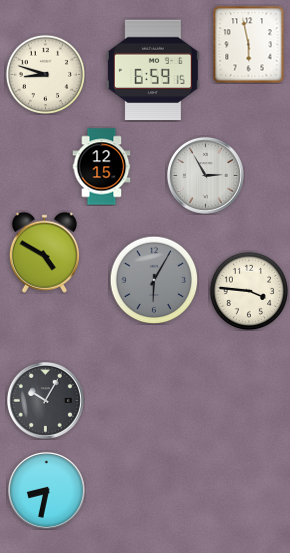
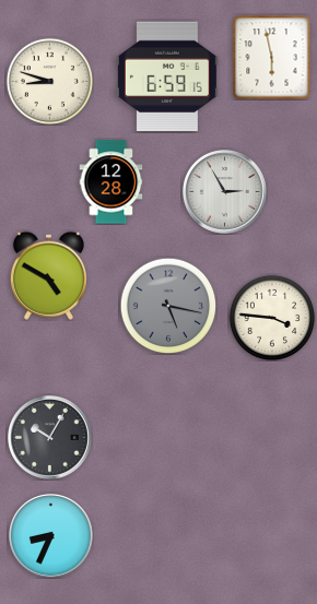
clock at (249, 44) position: (249, 44) -> (272, 57)
clock at (102, 167): 12:15 -> 12:28
clock at (154, 280): 6:05 -> 5:17
clock at (46, 490): 8:32 -> 8:34
